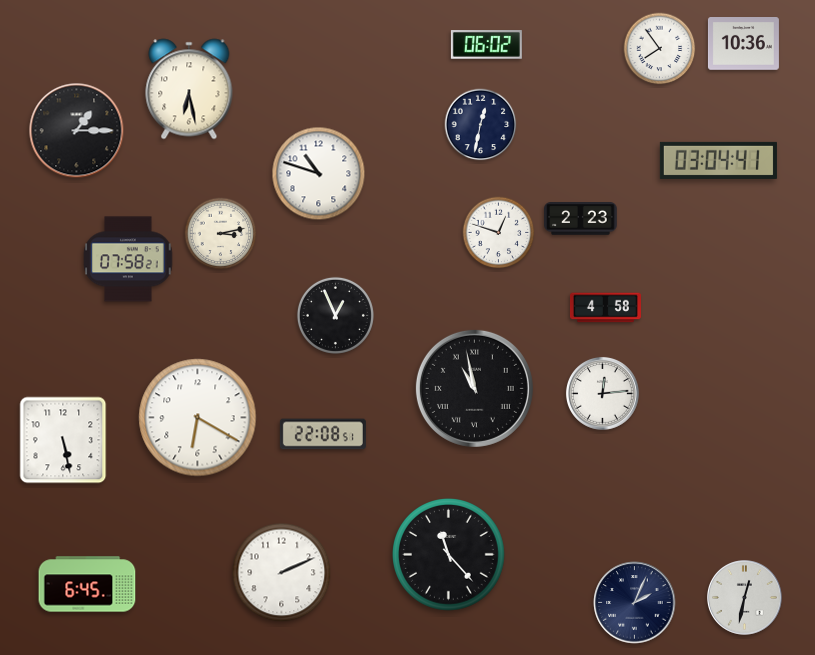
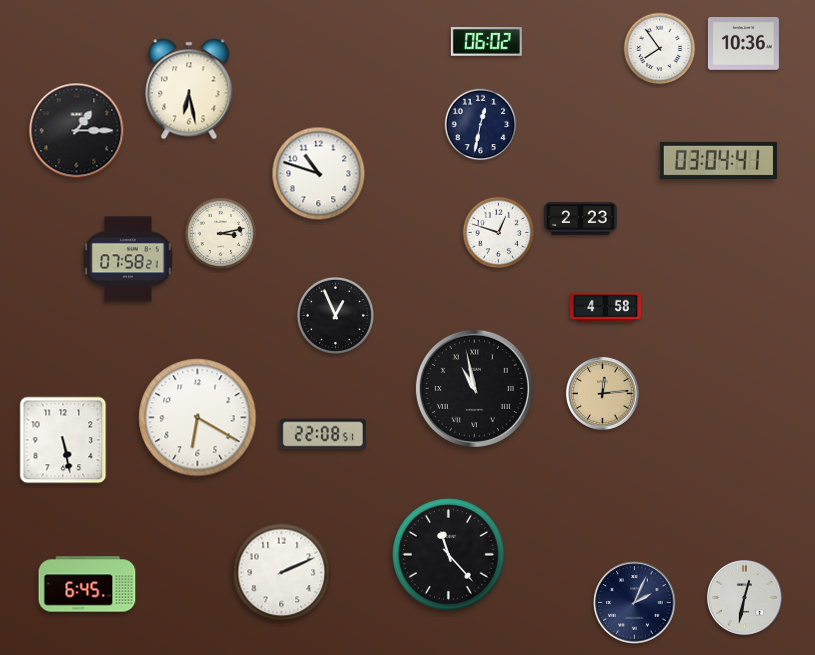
clock at (486, 45) position: (486, 45) -> (486, 42)
clock at (602, 393) dial: white -> champagne
